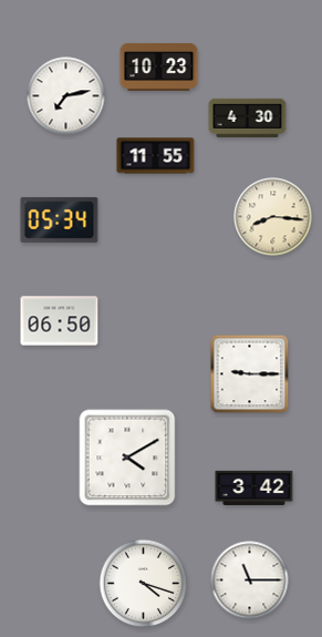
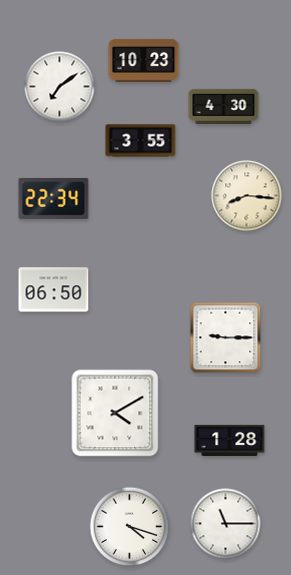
clock at (66, 96): 7:13 -> 7:09
clock at (156, 156): 11:55 -> 3:55
clock at (60, 219): 05:34 -> 22:34
clock at (255, 487): 3:42 -> 1:28
